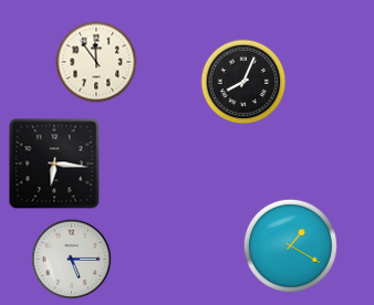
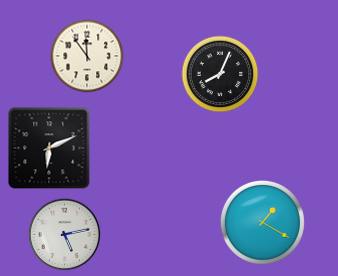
clock at (54, 164): 6:16 -> 6:11
clock at (72, 260): 5:15 -> 5:13
